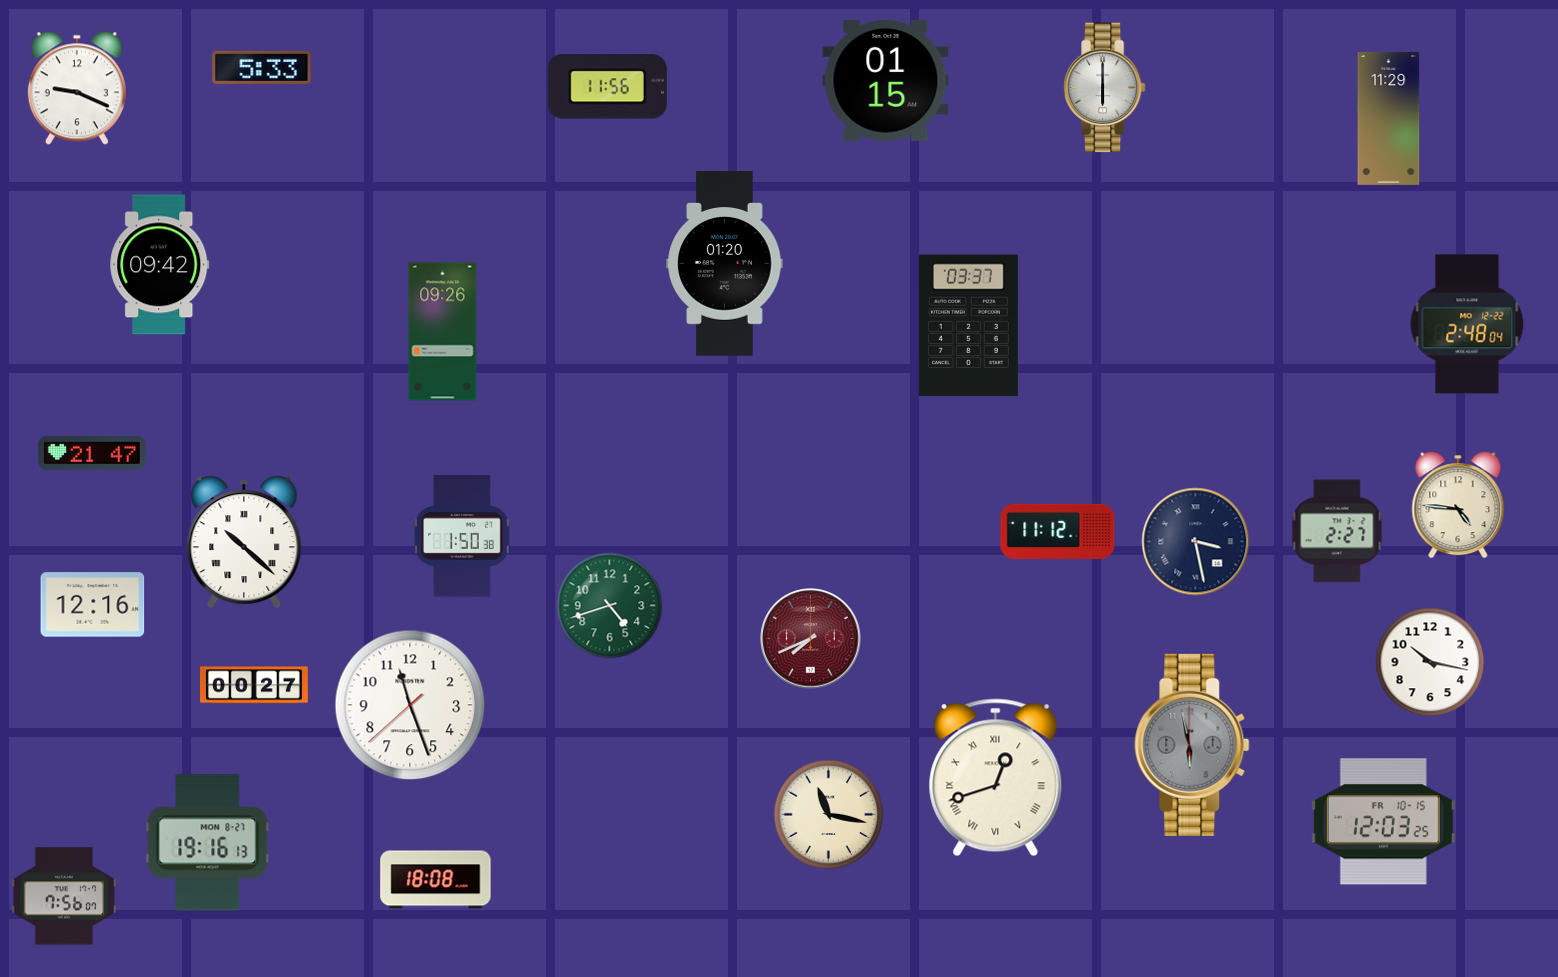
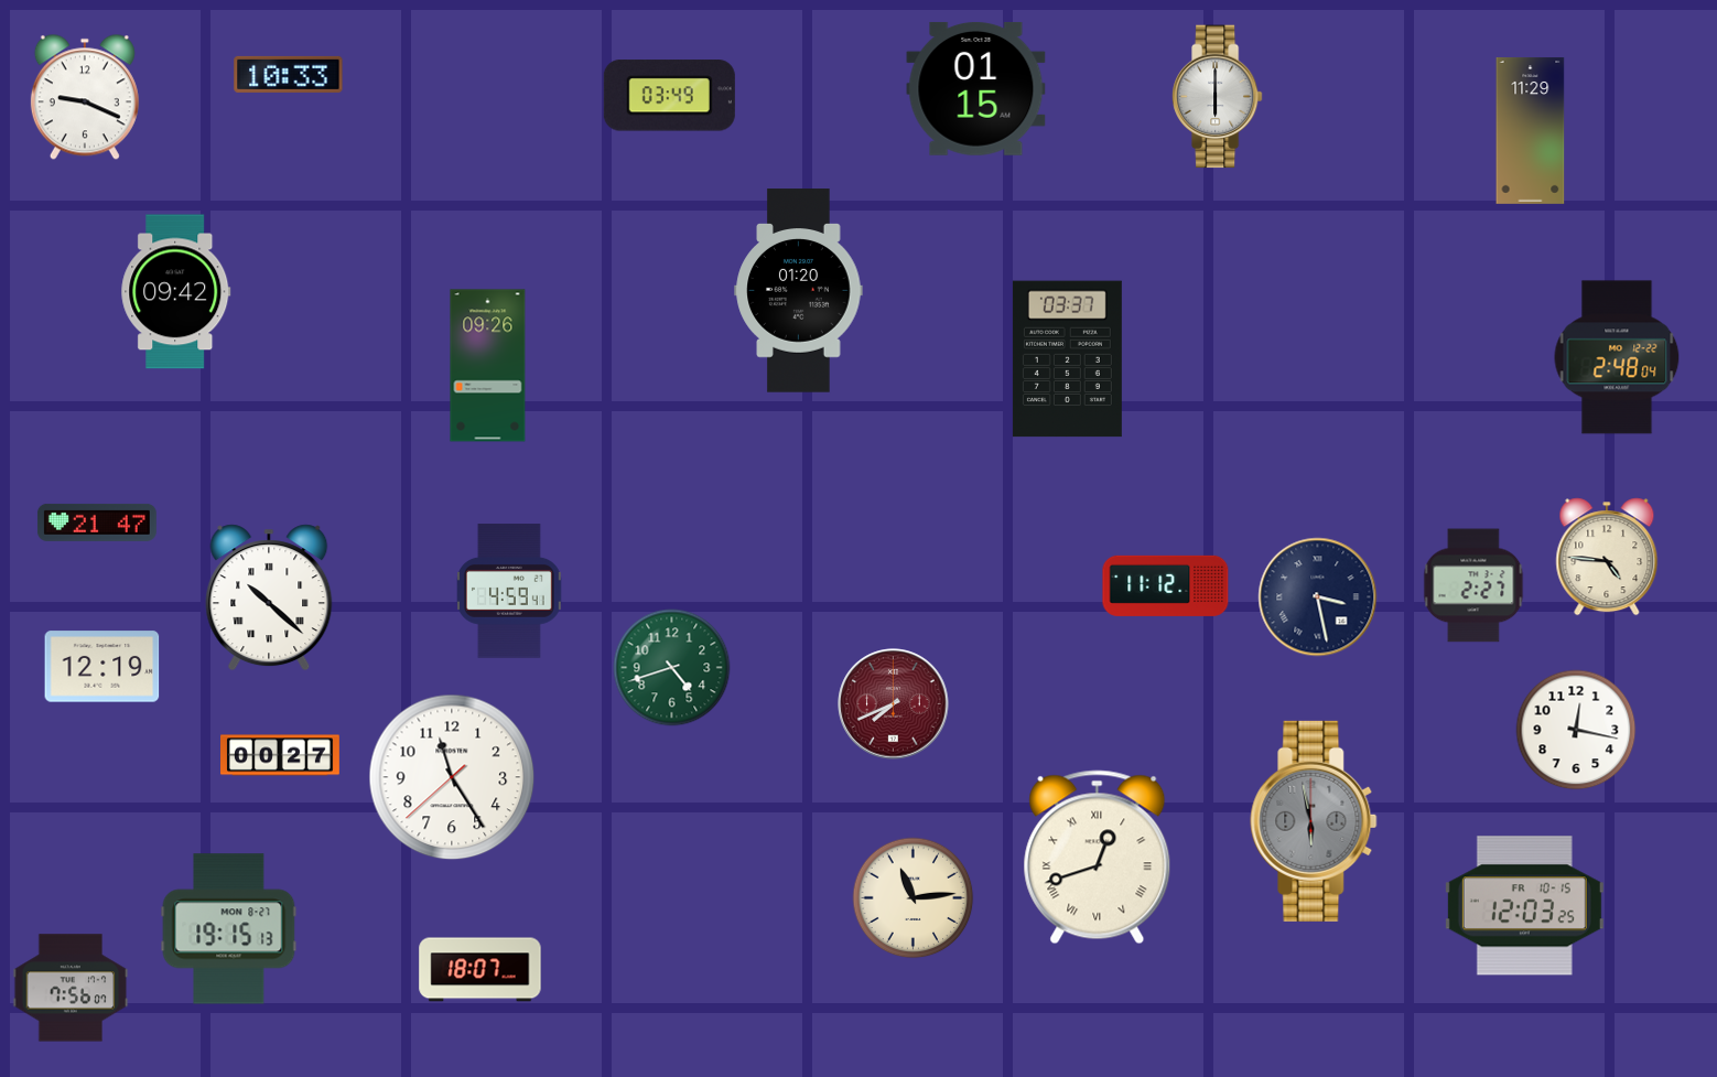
clock at (262, 67): 5:33 -> 10:33
clock at (607, 87): 11:56 -> 03:49
clock at (92, 453) position: (92, 453) -> (97, 523)
clock at (463, 536): 1:50 -> 4:59
clock at (93, 605): 12:16 -> 12:19
clock at (1430, 662): 10:17 -> 12:17
clock at (410, 705): 11:26 -> 11:24
clock at (829, 815): 11:17 -> 11:14
clock at (208, 843): 19:16 -> 19:15
clock at (436, 880): 18:08 -> 18:07
